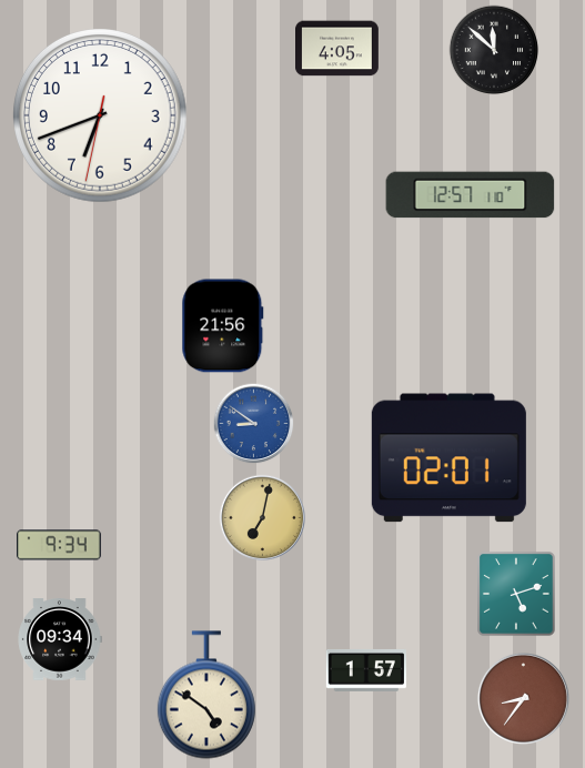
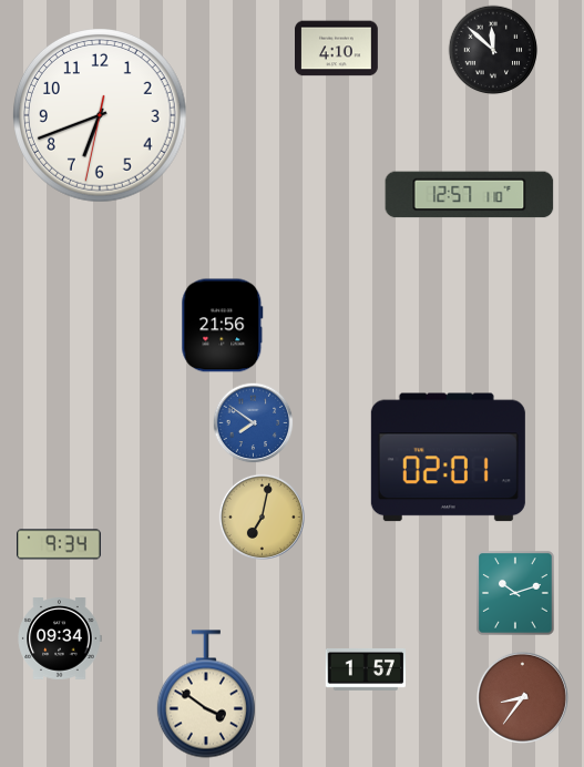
clock at (337, 49): 4:05 -> 4:10
clock at (254, 424): 8:51 -> 7:51
clock at (516, 594): 5:12 -> 10:12
clock at (206, 695): 4:51 -> 3:51
